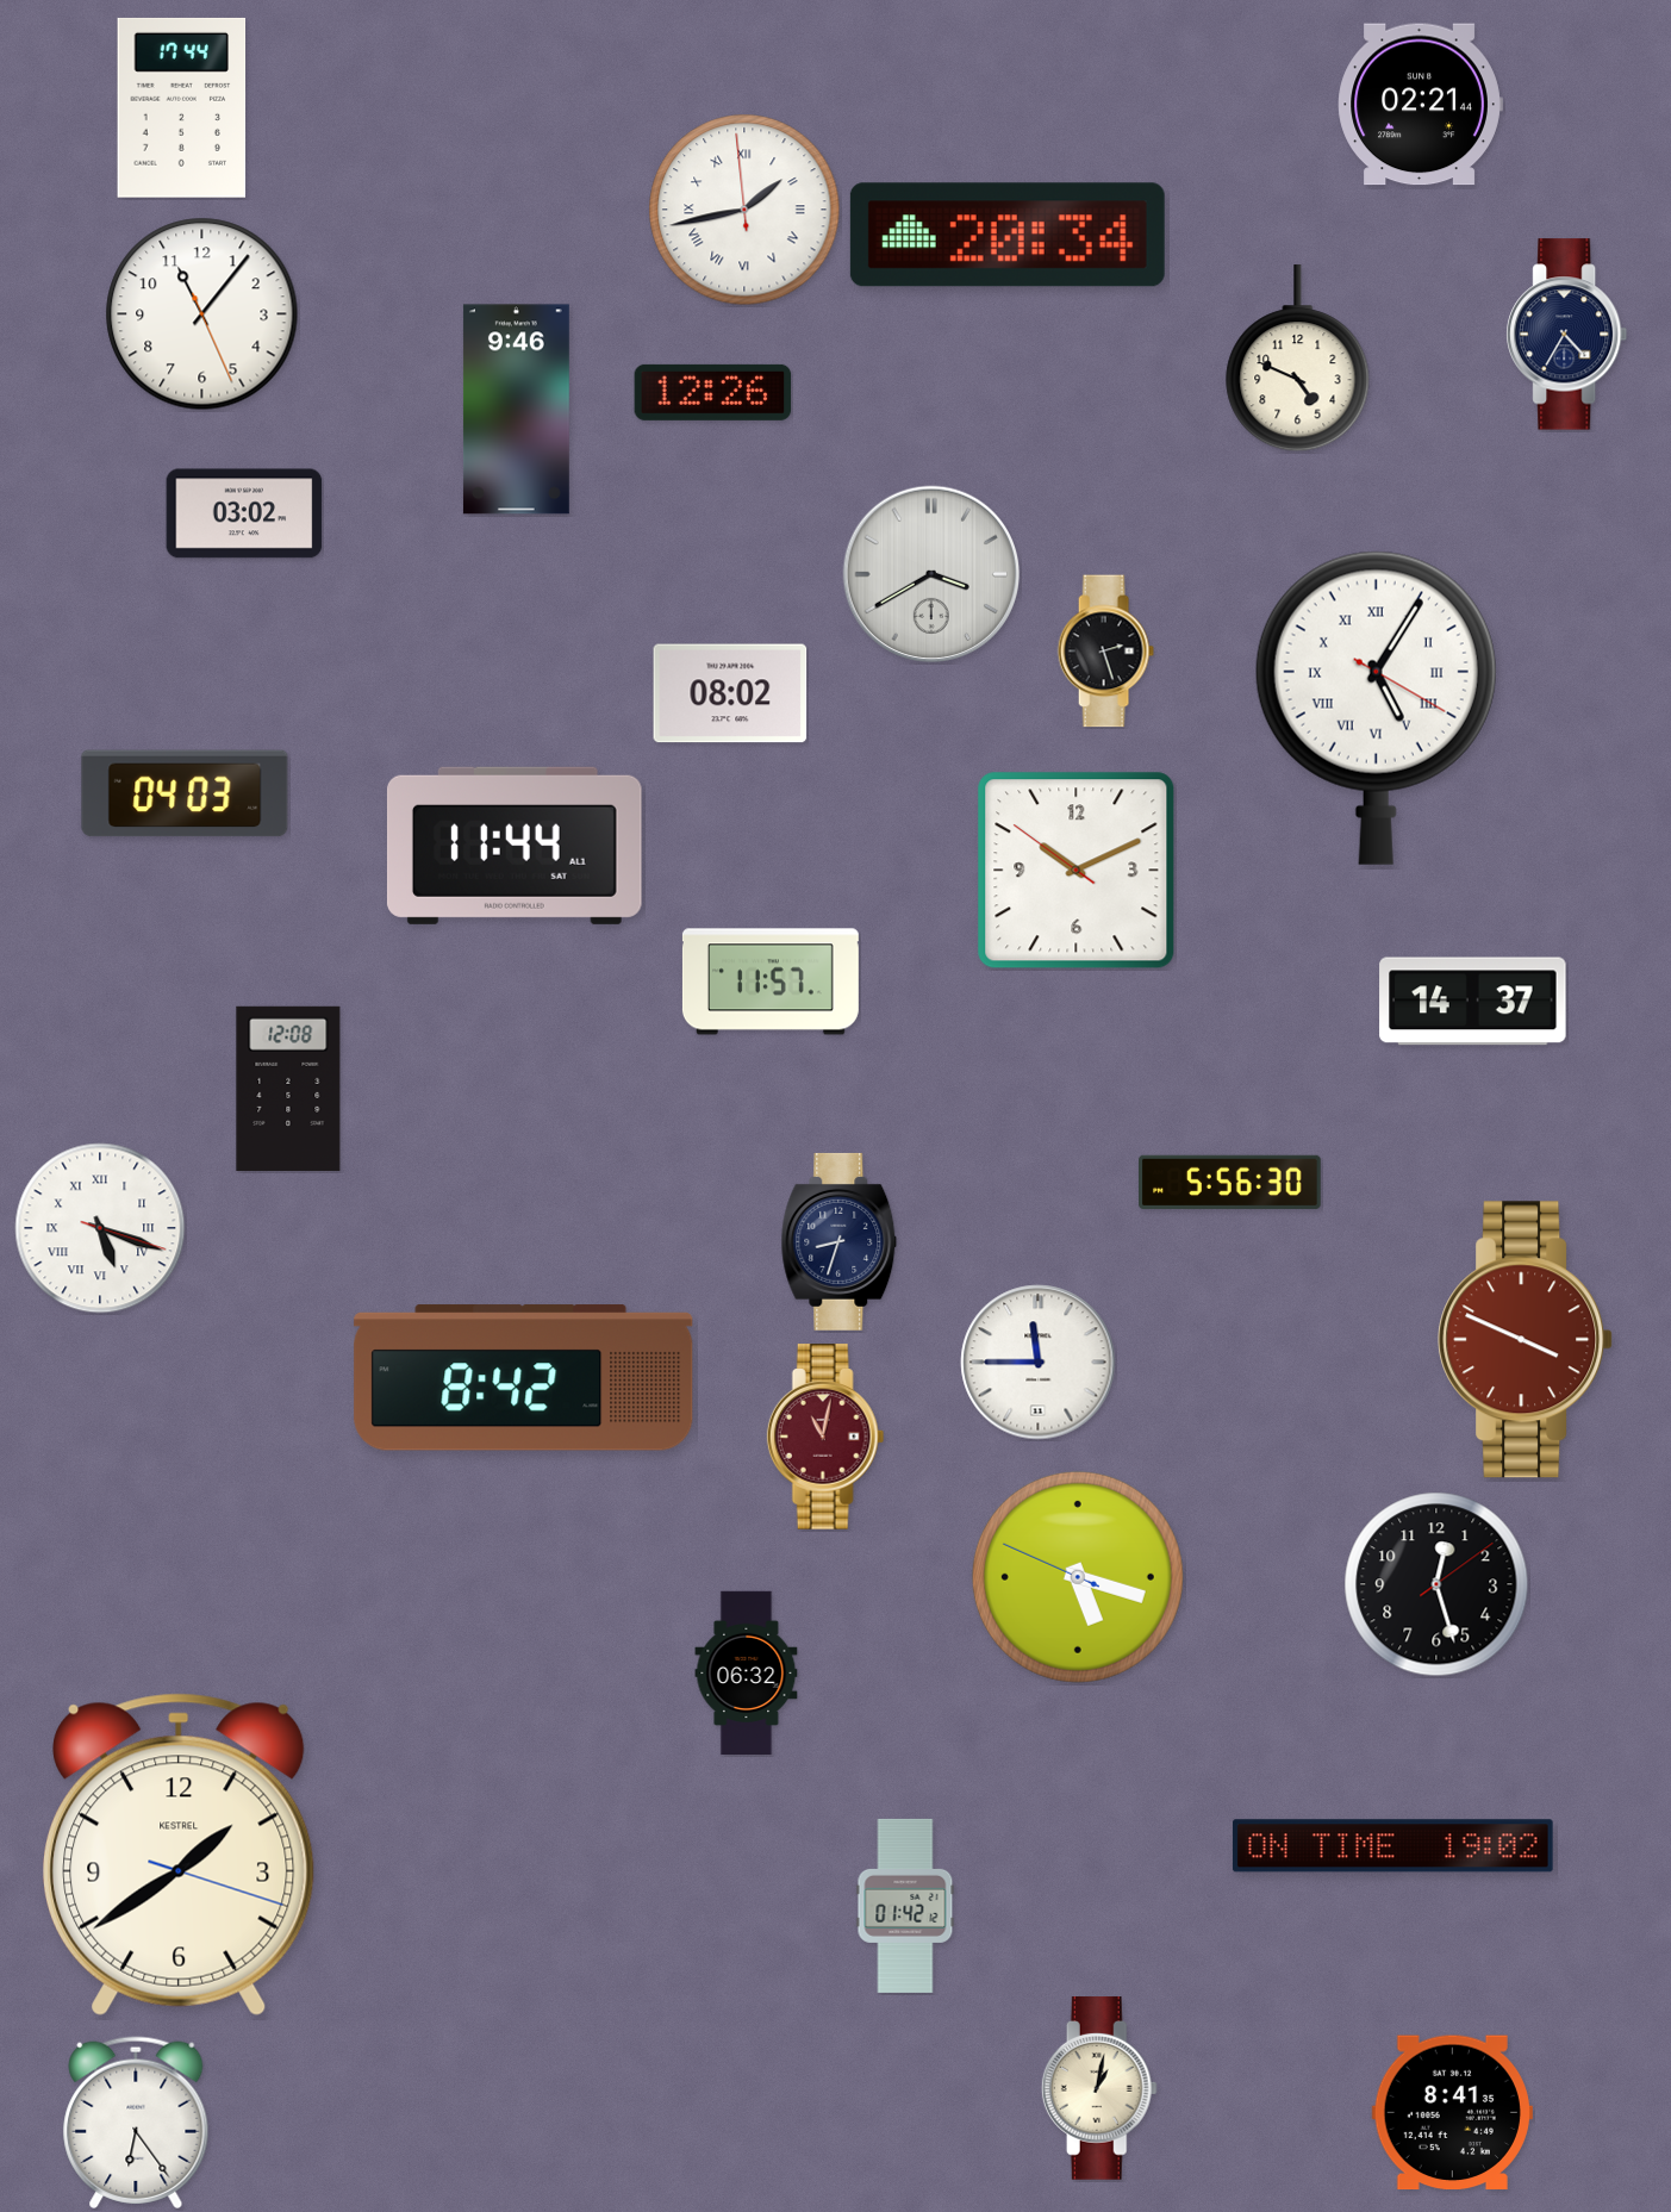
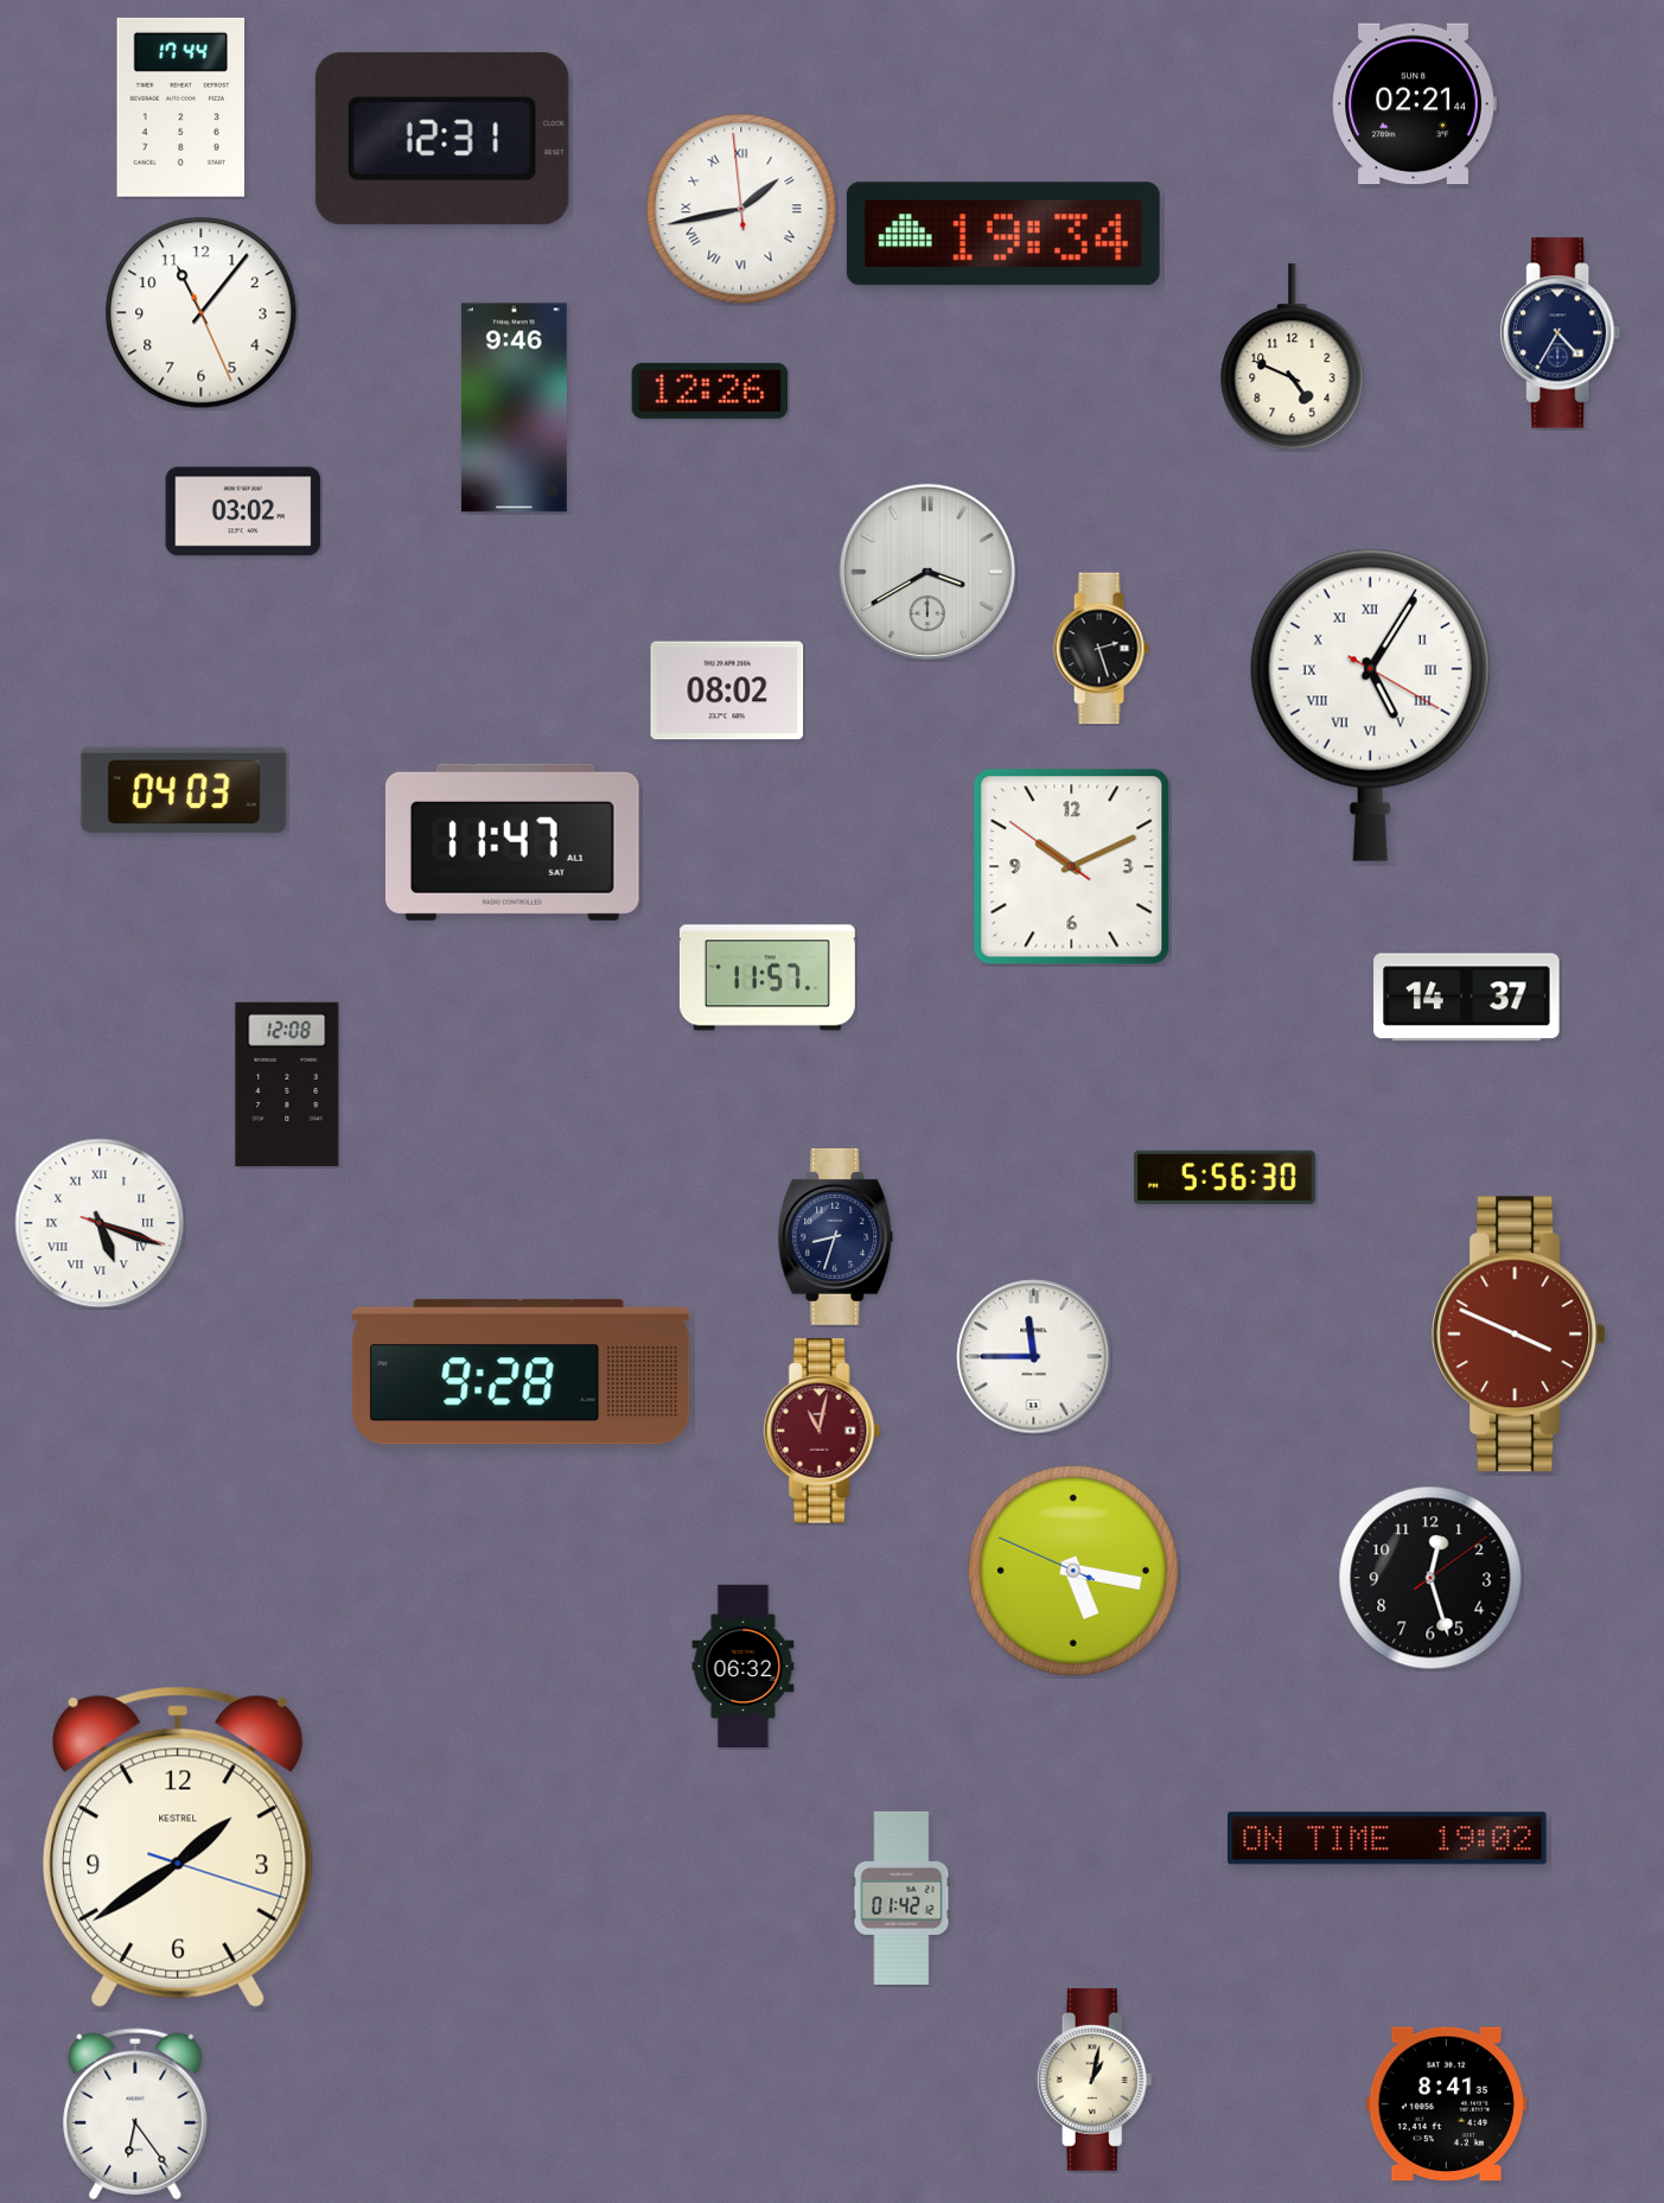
clock at (442, 139): none -> 12:31
clock at (1008, 235): 20:34 -> 19:34
clock at (515, 846): 11:44 -> 11:47
clock at (524, 1378): 8:42 -> 9:28
clock at (1078, 1577): 5:17 -> 5:16
